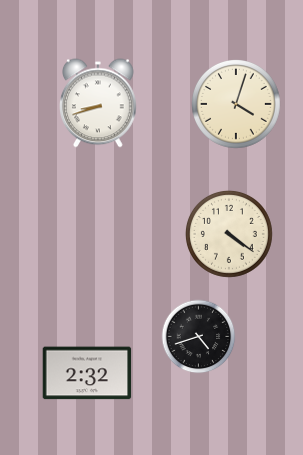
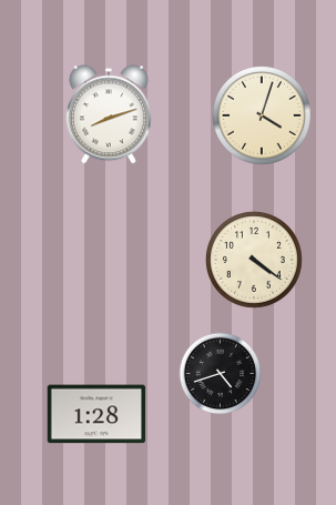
clock at (99, 103): 8:42 -> 8:12
clock at (87, 373): 2:32 -> 1:28
